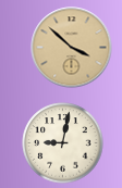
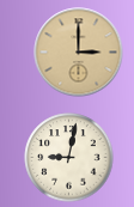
clock at (72, 48): 3:52 -> 3:00
